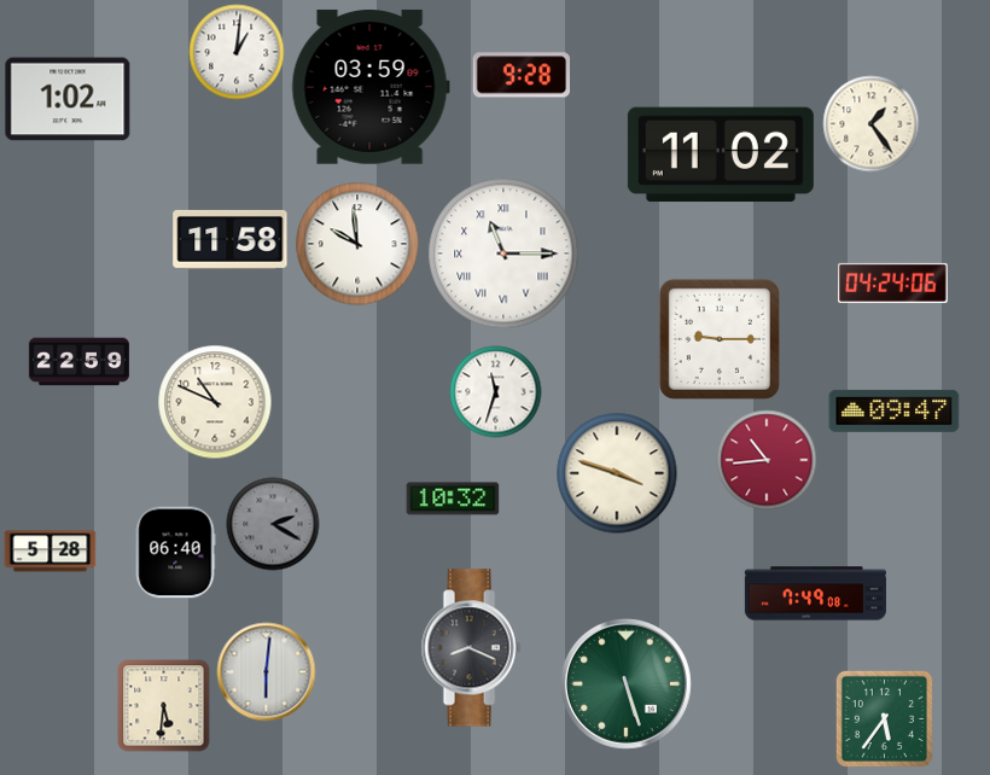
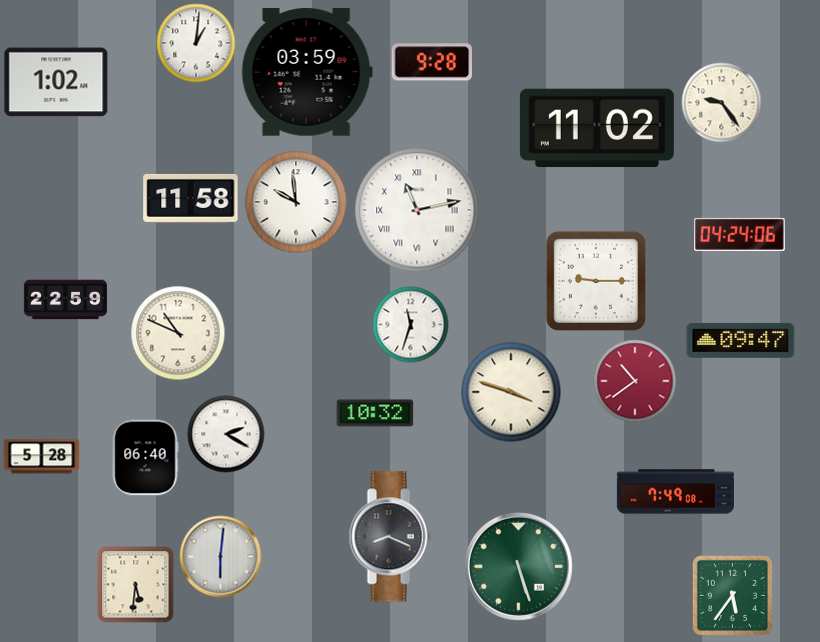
clock at (872, 124): 1:24 -> 9:24
clock at (503, 254): 11:15 -> 11:13
clock at (767, 460): 10:44 -> 10:39
clock at (273, 524) dial: grey -> white
